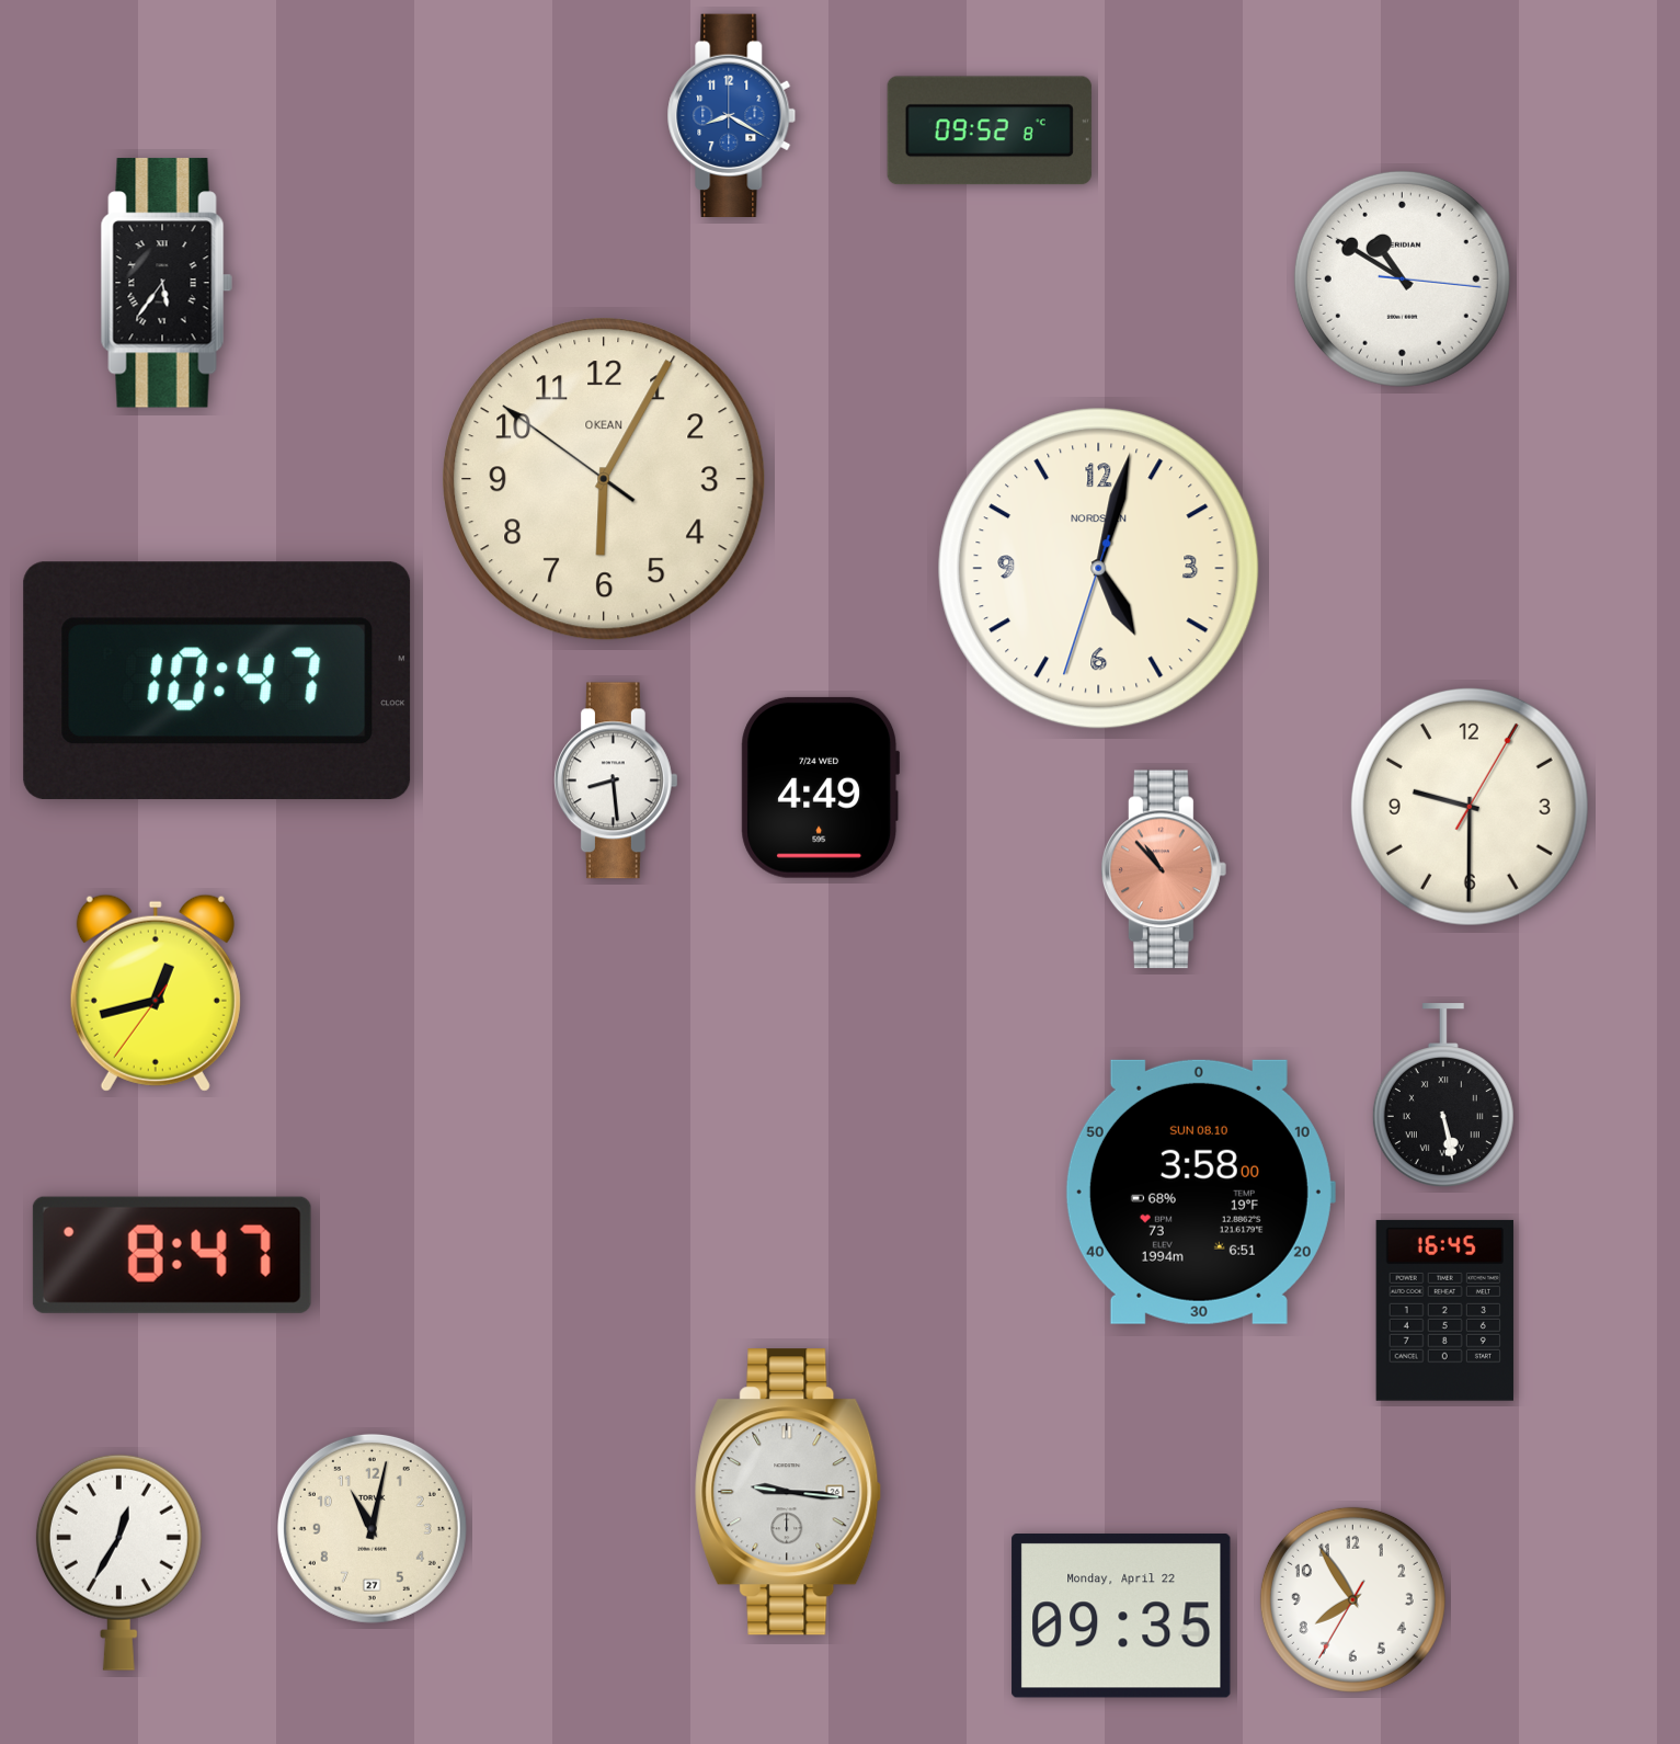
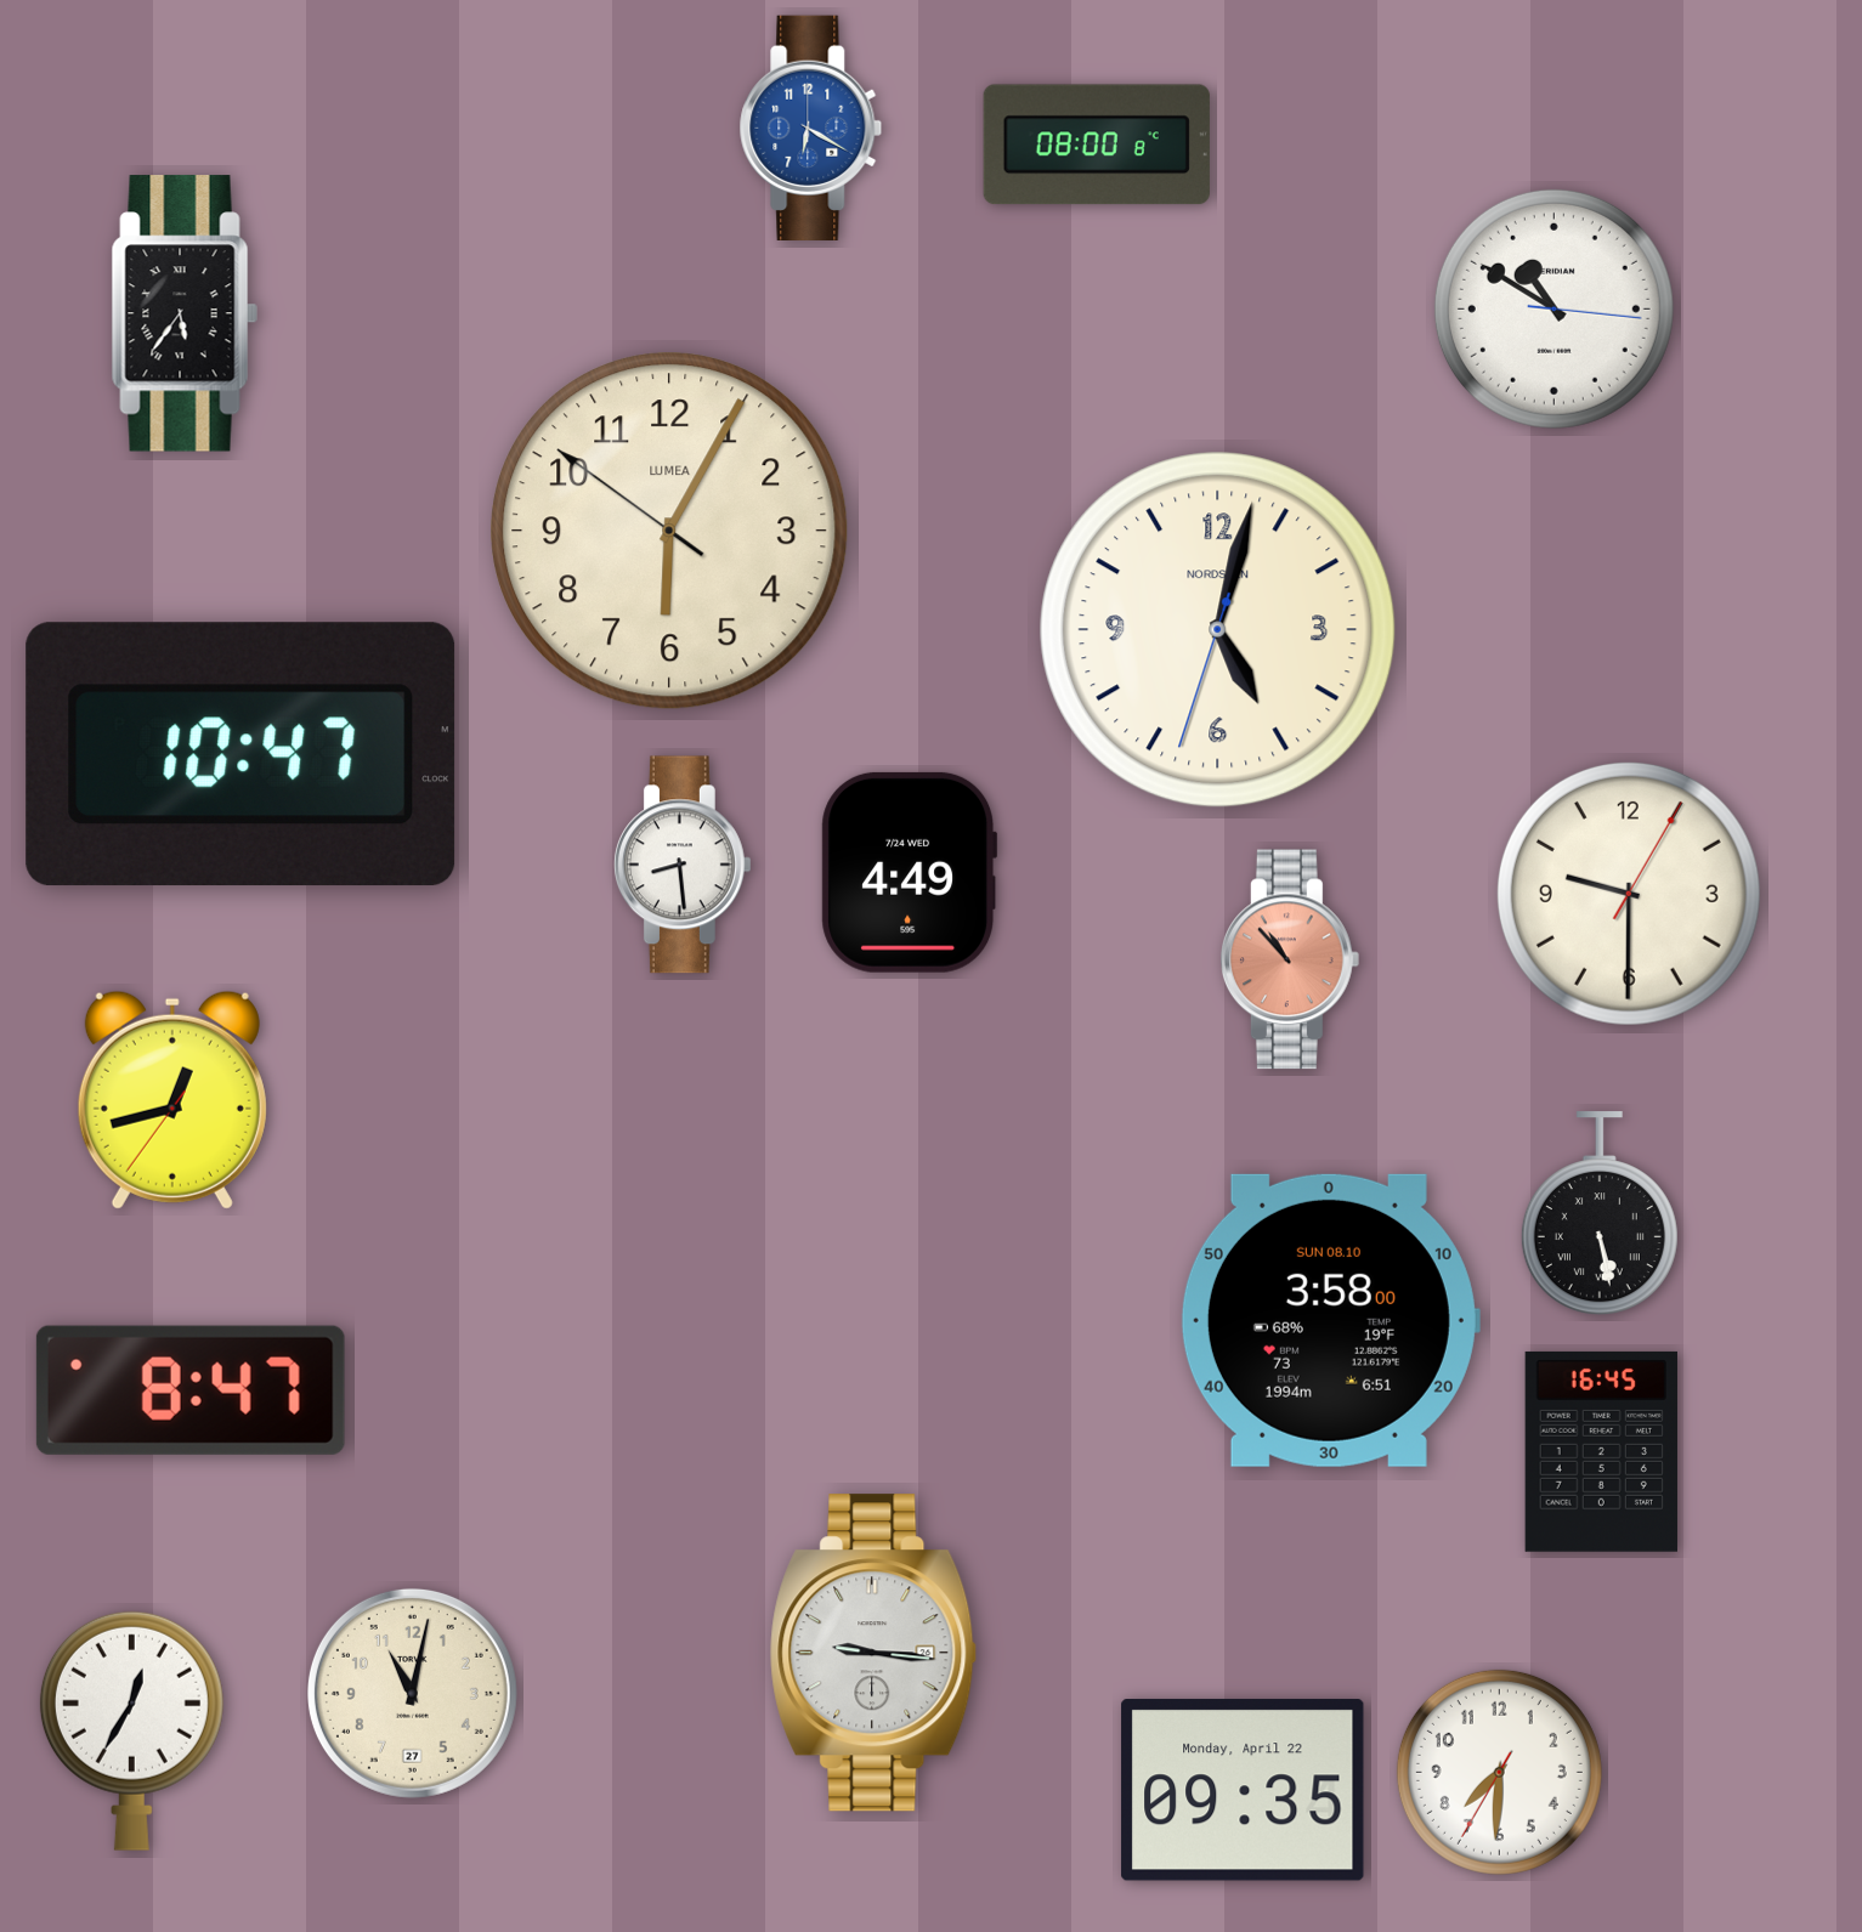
clock at (732, 115): 8:20 -> 6:20
clock at (990, 130): 09:52 -> 08:00
clock at (604, 479) brand: OKEAN -> LUMEA
clock at (1164, 869) position: (1164, 869) -> (1290, 959)
clock at (1352, 1599): 7:54 -> 7:30
